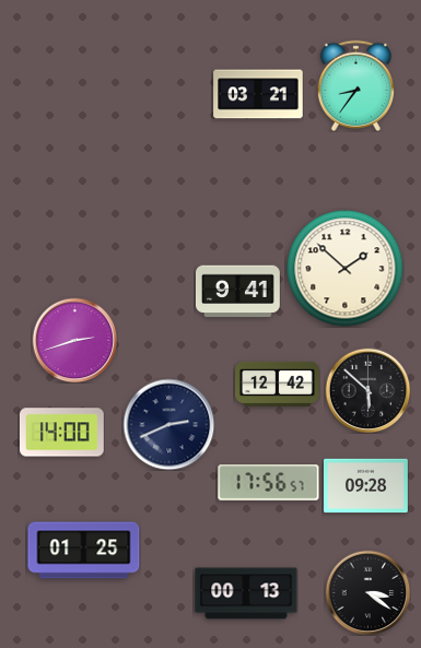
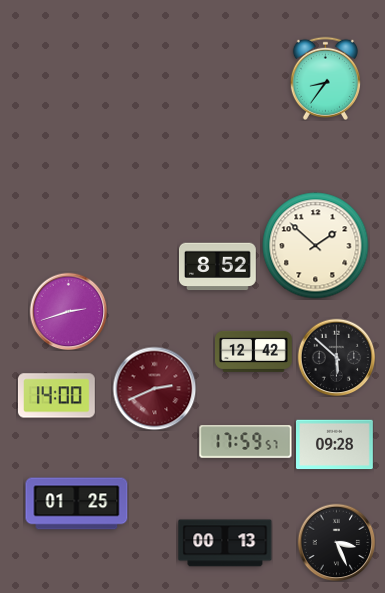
clock at (258, 94): 03:21 -> none
clock at (238, 292): 9:41 -> 8:52
clock at (168, 424) dial: navy -> burgundy
clock at (269, 483): 17:56 -> 17:59
clock at (367, 592): 3:21 -> 3:26
